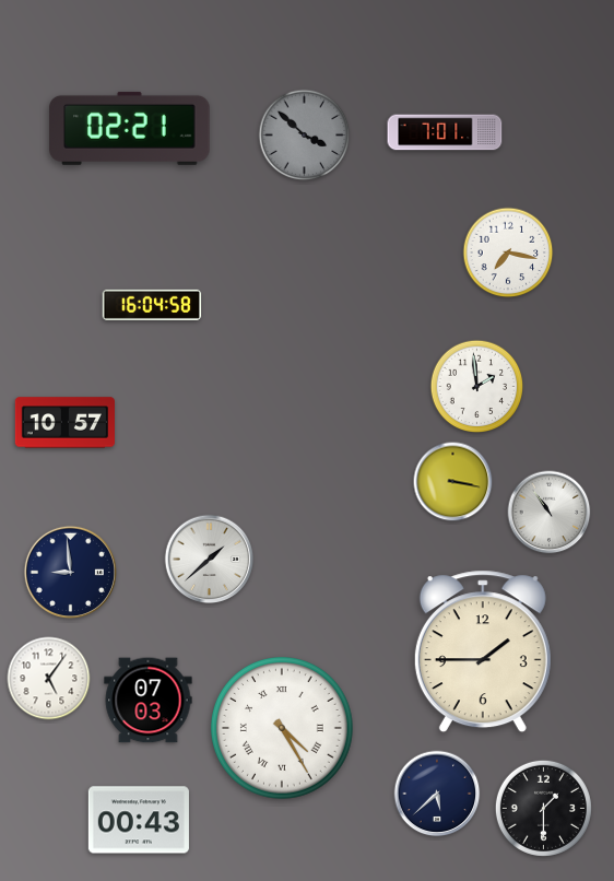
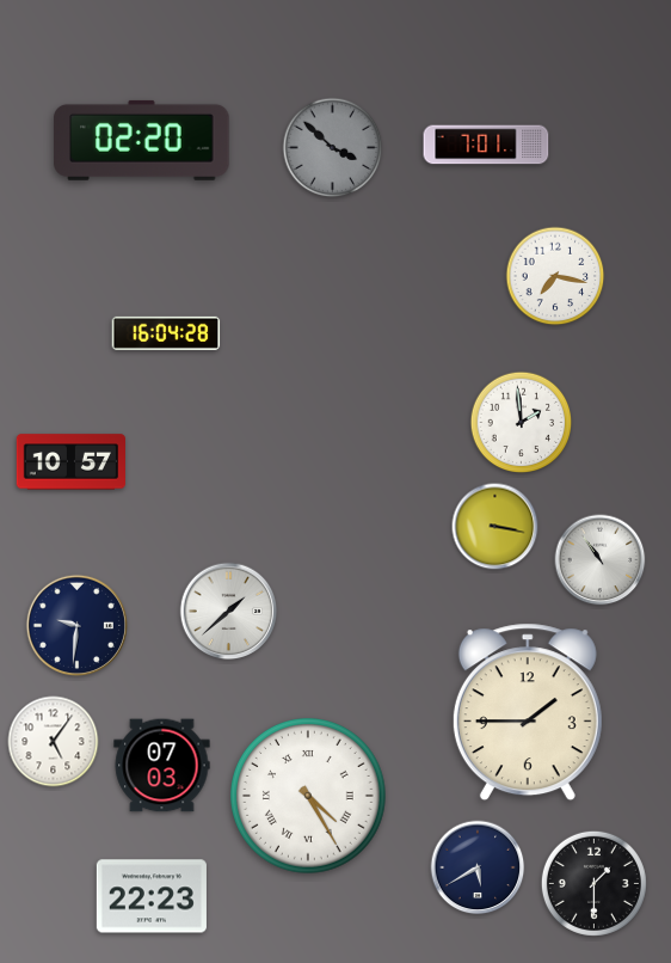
clock at (130, 128): 02:21 -> 02:20
clock at (152, 305): 16:04:58 -> 16:04:28
clock at (70, 572): 8:59 -> 9:31
clock at (437, 794): 5:38 -> 5:40
clock at (139, 820): 00:43 -> 22:23
